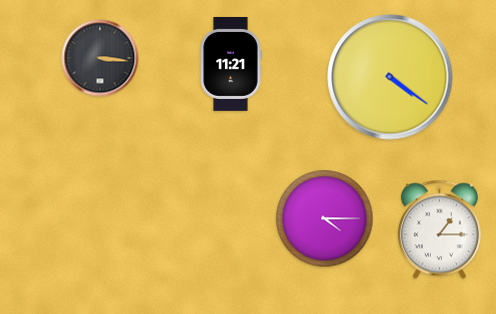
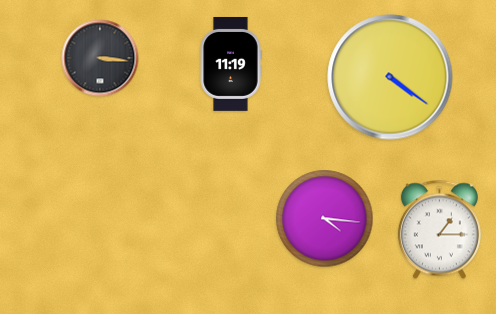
clock at (231, 64): 11:21 -> 11:19
clock at (325, 219): 4:15 -> 4:16
